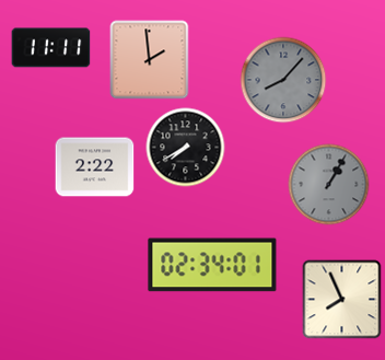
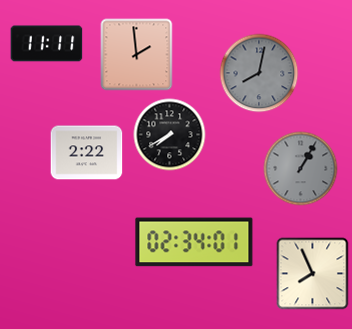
clock at (283, 80): 8:07 -> 8:02
